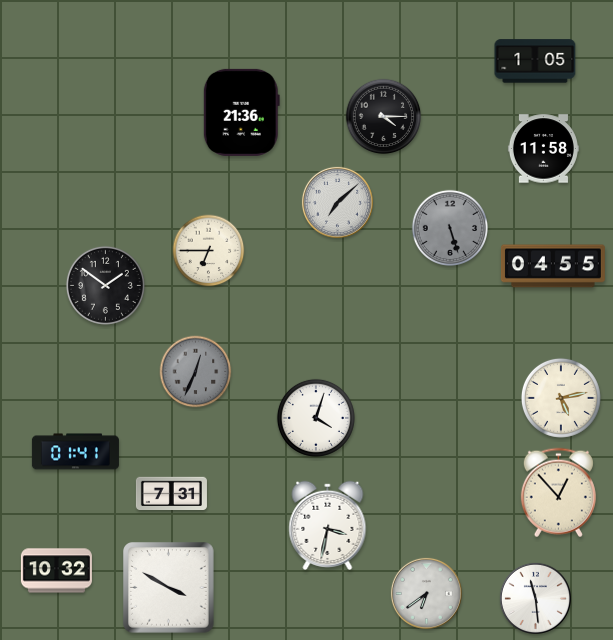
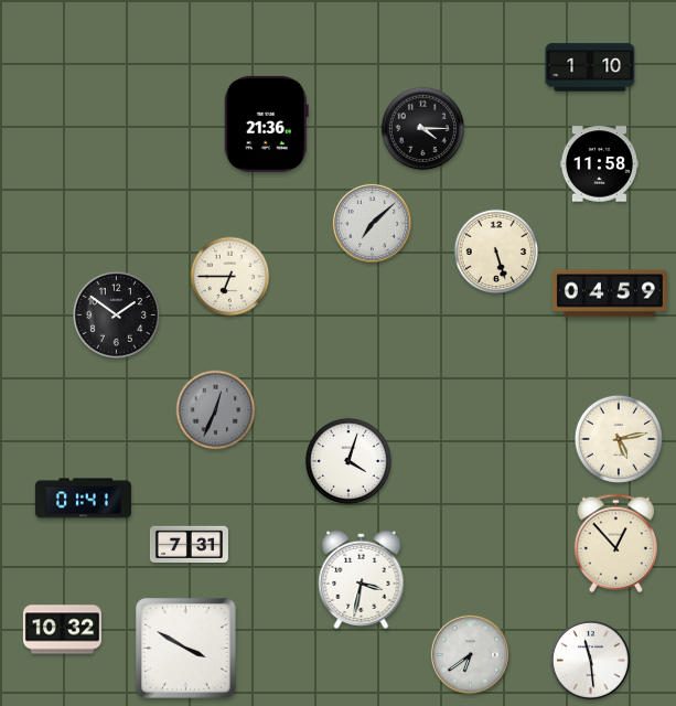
clock at (535, 61): 1:05 -> 1:10
clock at (449, 227) dial: grey -> cream
clock at (553, 266): 04:55 -> 04:59
